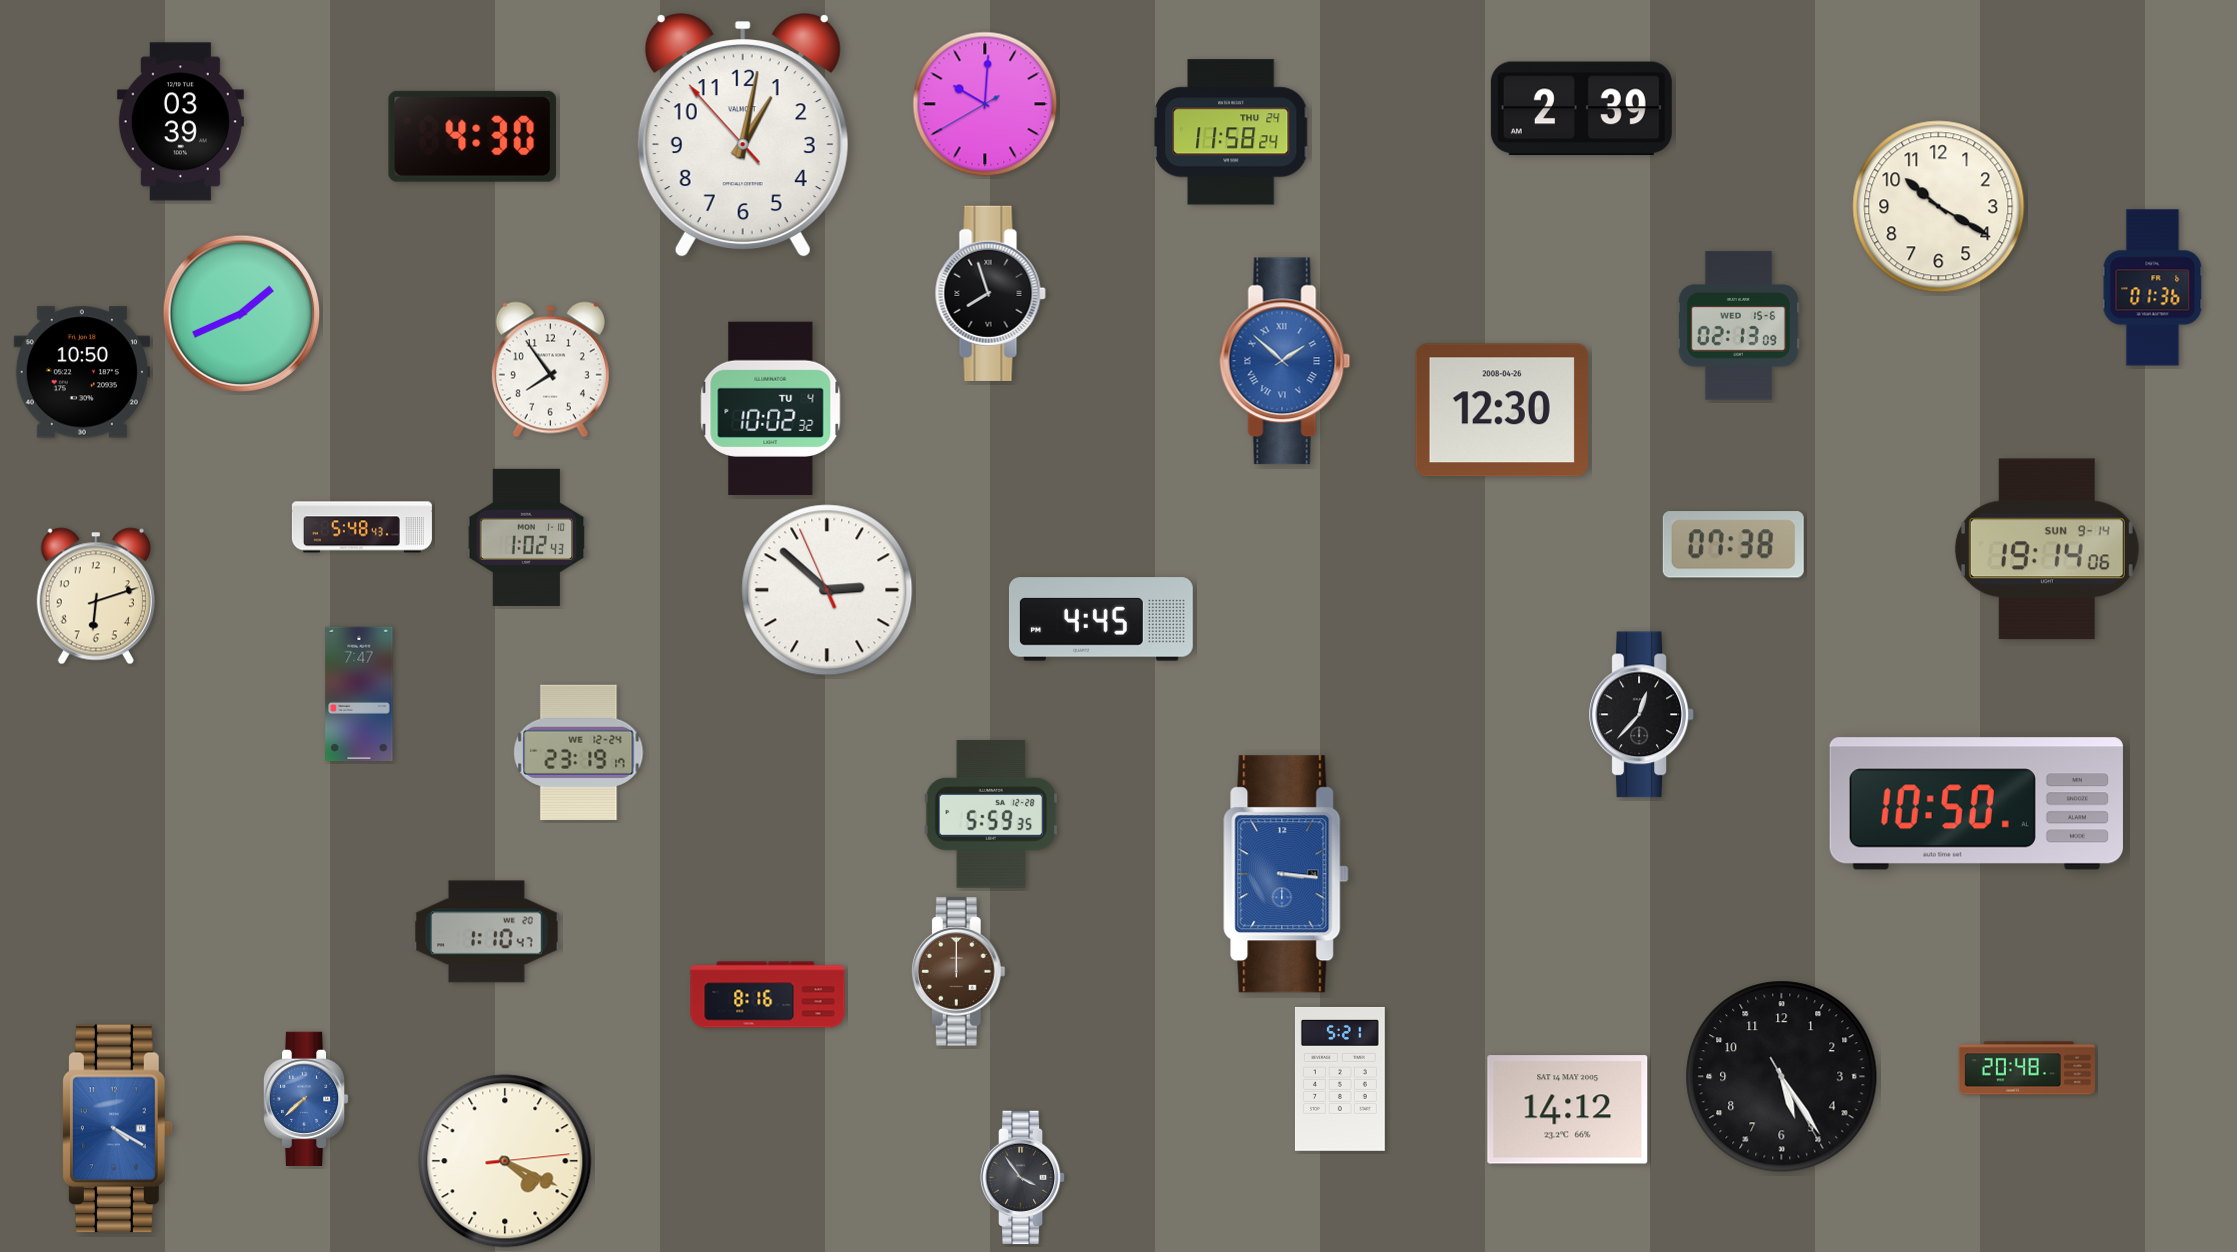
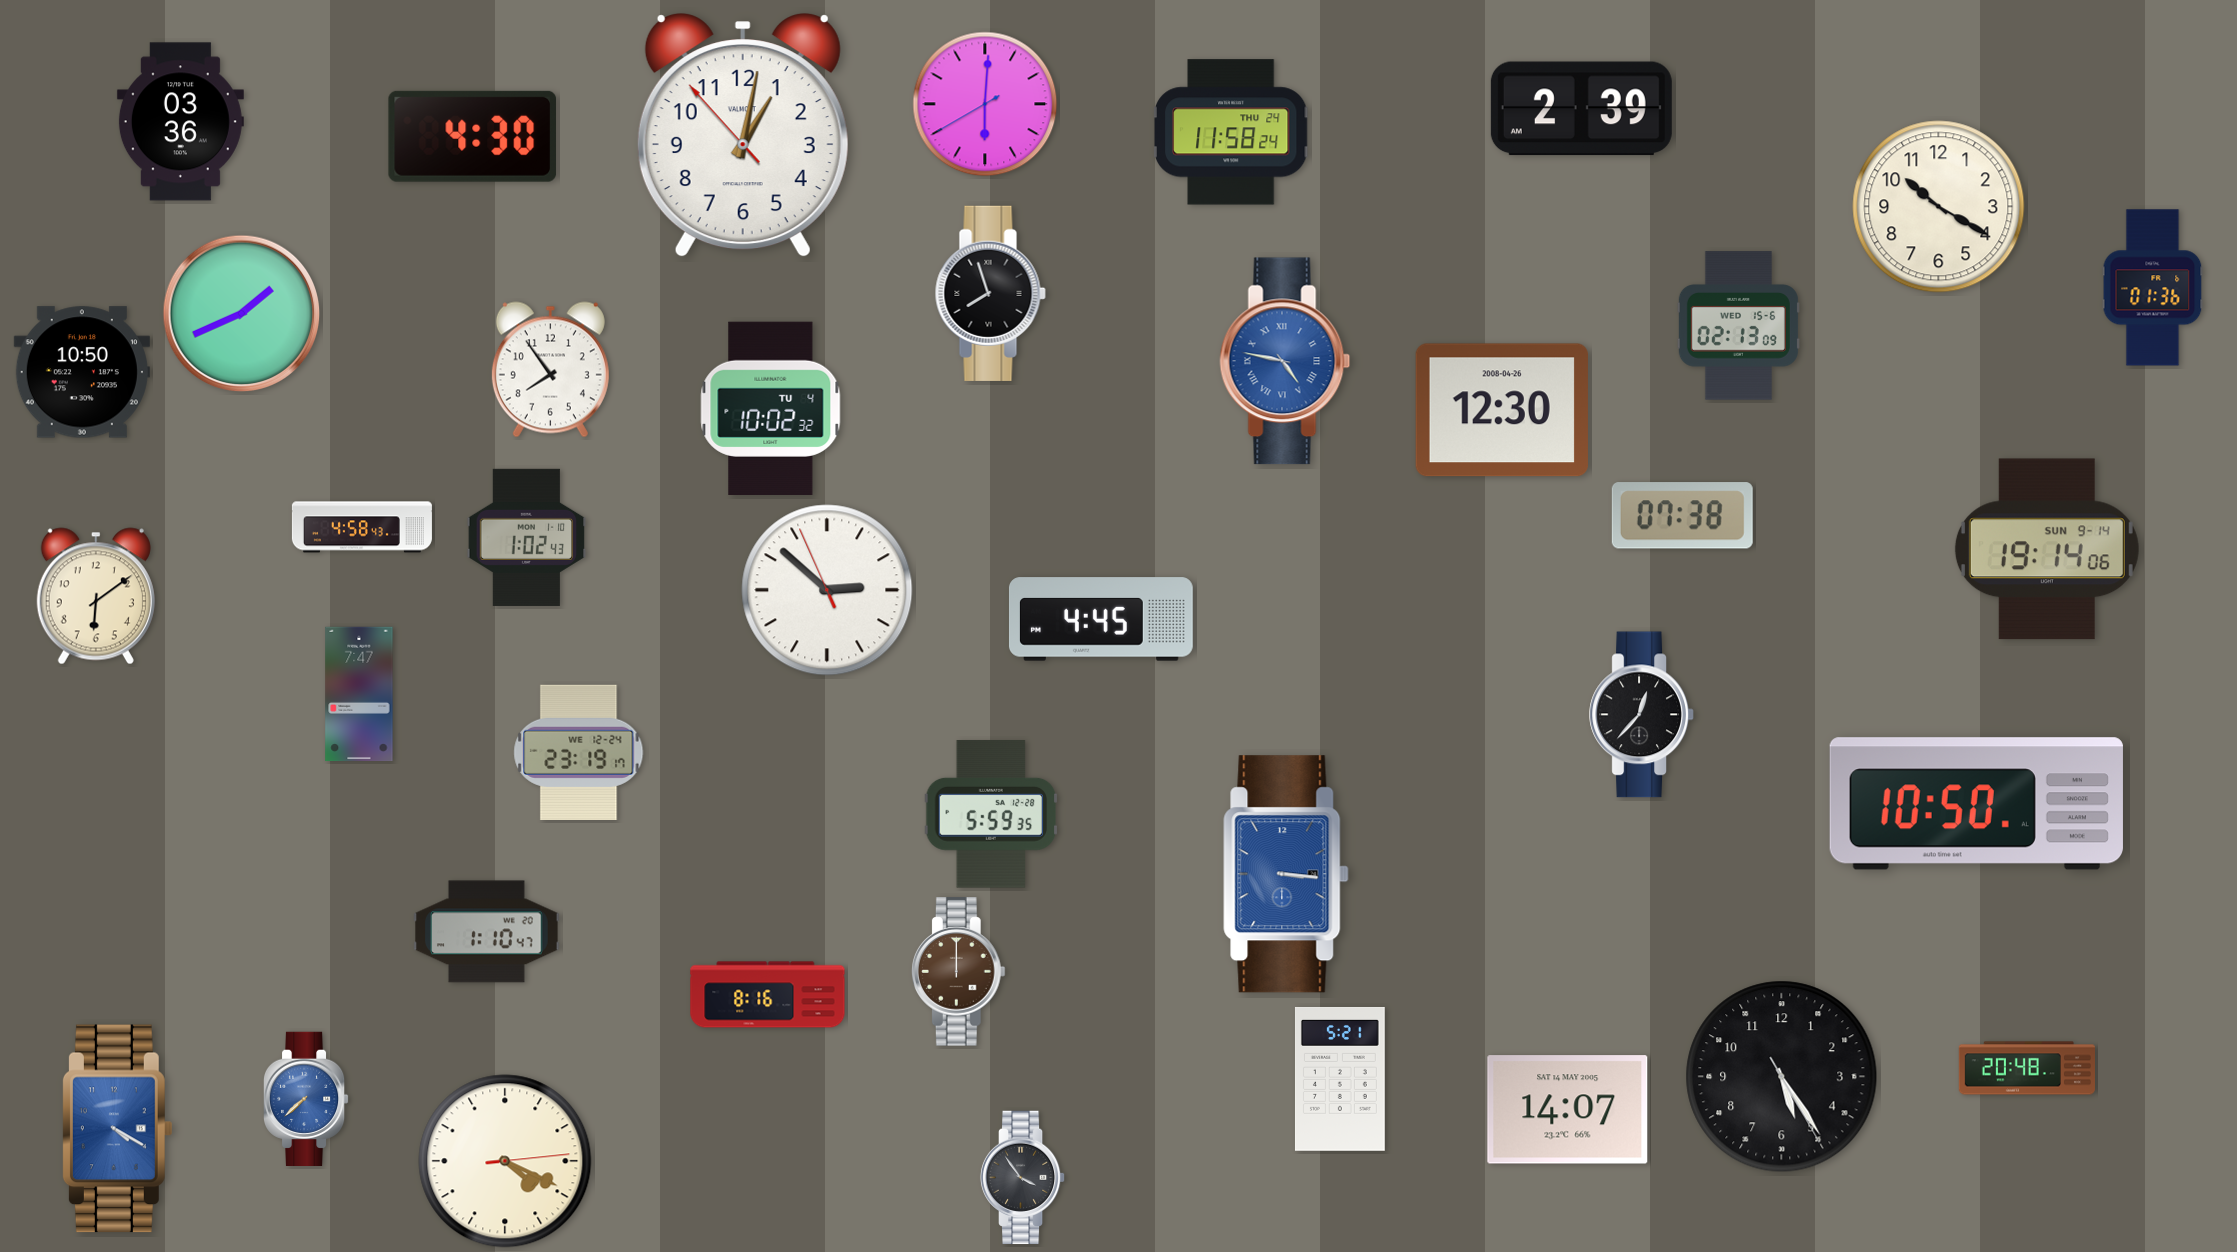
clock at (985, 104): 10:00 -> 6:00
clock at (180, 122): 03:39 -> 03:36
clock at (1285, 361): 1:52 -> 4:47
clock at (362, 527): 5:48 -> 4:58
clock at (1733, 545) position: (1733, 545) -> (1682, 516)
clock at (96, 596): 6:12 -> 6:09
clock at (1568, 1110): 14:12 -> 14:07
